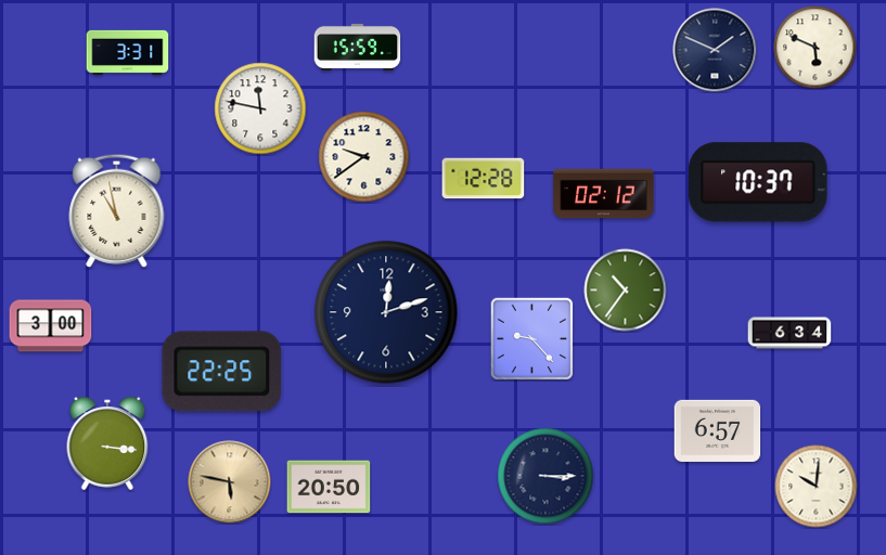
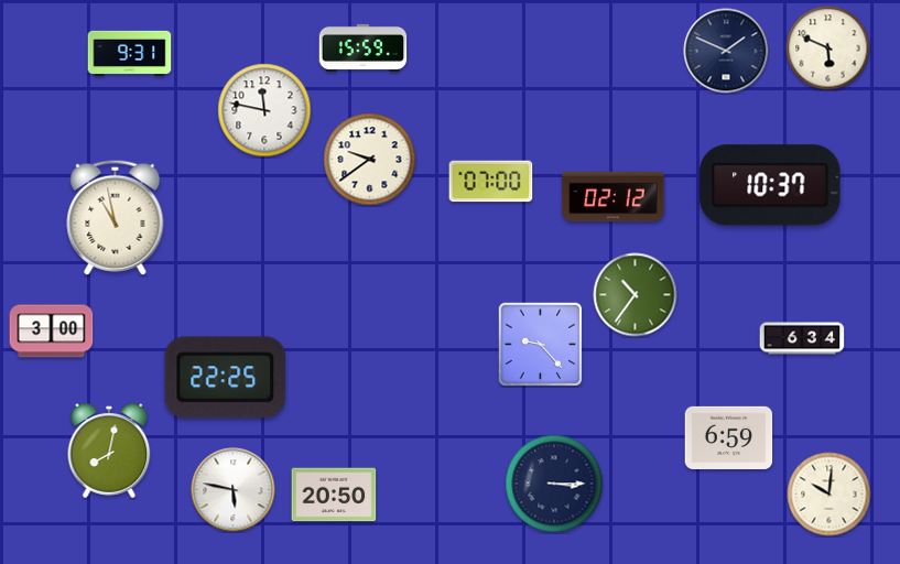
clock at (128, 52): 3:31 -> 9:31
clock at (484, 179): 12:28 -> 07:00
clock at (117, 210) position: (117, 210) -> (116, 217)
clock at (386, 312): 12:12 -> none
clock at (718, 430): 6:57 -> 6:59
clock at (107, 443): 3:16 -> 8:02
clock at (230, 482) dial: champagne -> white
